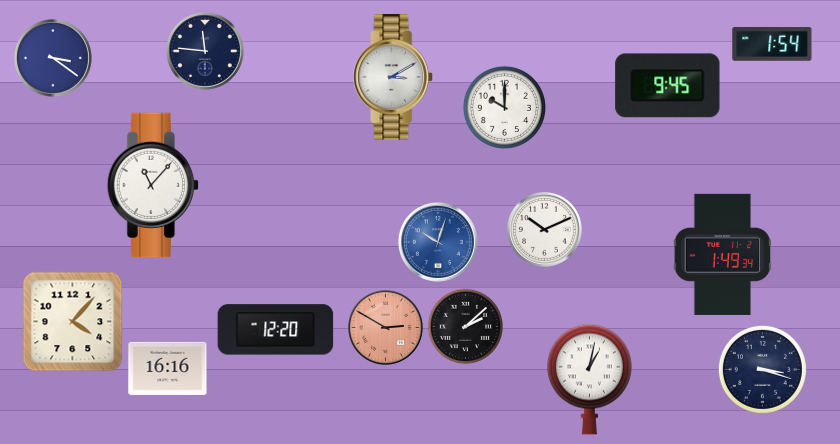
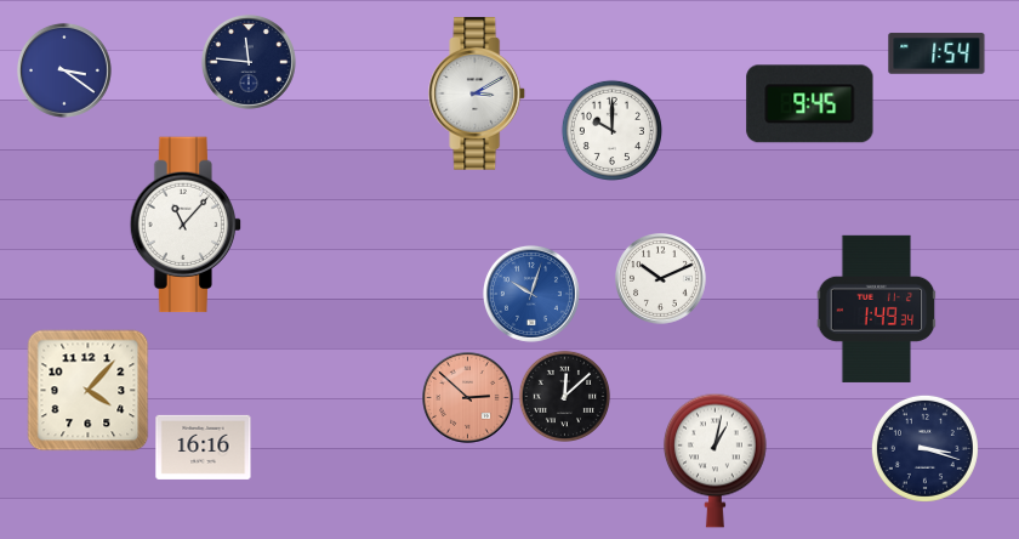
clock at (465, 326): 2:08 -> 12:08
clock at (386, 328): 2:50 -> 2:52
clock at (276, 330): 12:20 -> none
